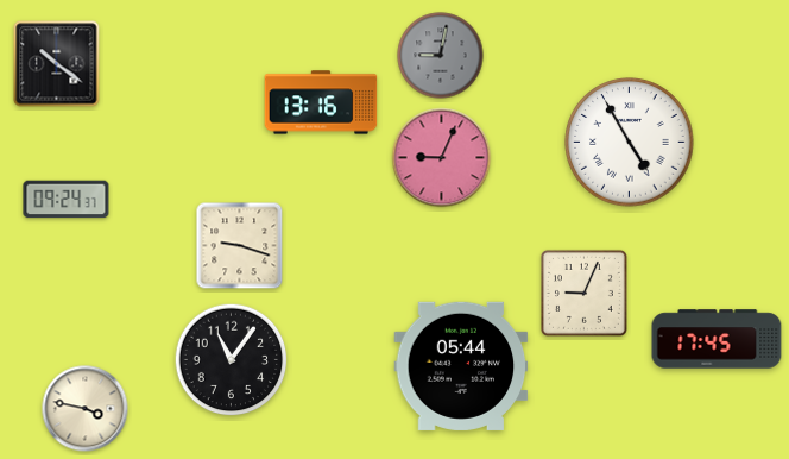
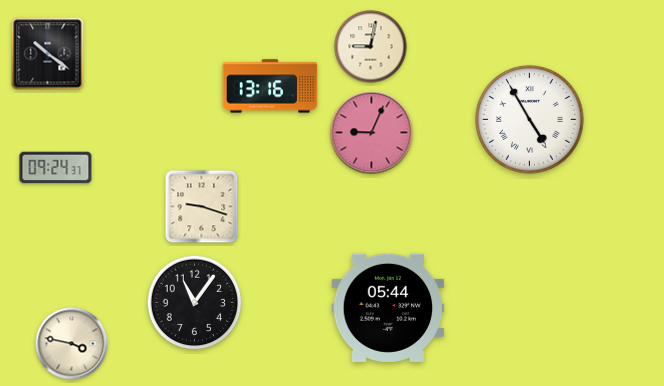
clock at (441, 56) dial: grey -> cream
clock at (583, 293): 9:04 -> none
clock at (717, 339): 17:45 -> none
